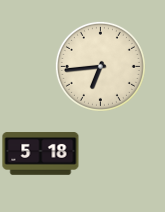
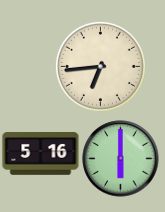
clock at (41, 154): 5:18 -> 5:16
clock at (121, 159): none -> 6:00
